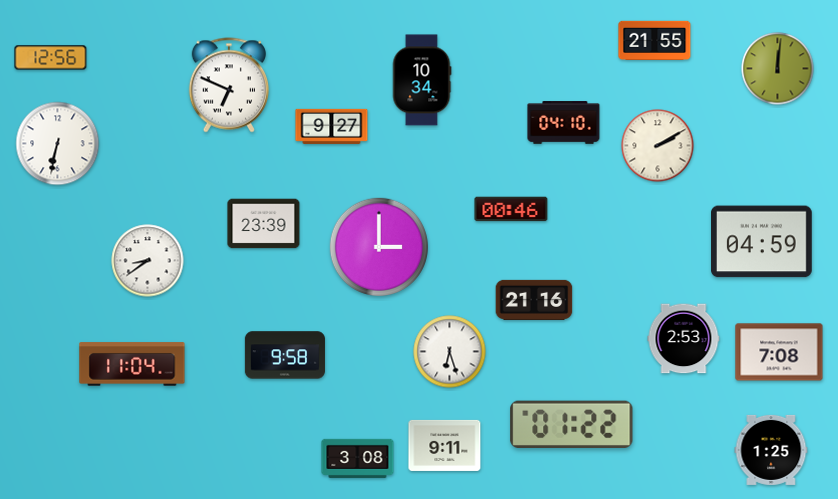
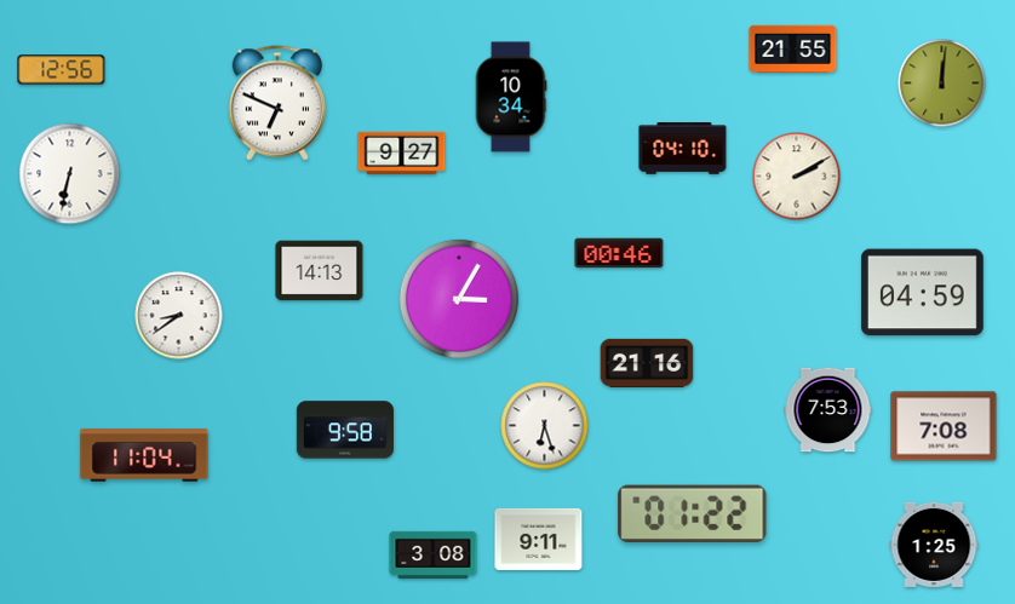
clock at (264, 224): 23:39 -> 14:13
clock at (379, 247): 3:00 -> 3:05
clock at (684, 339): 2:53 -> 7:53
clock at (132, 364) position: (132, 364) -> (144, 455)
